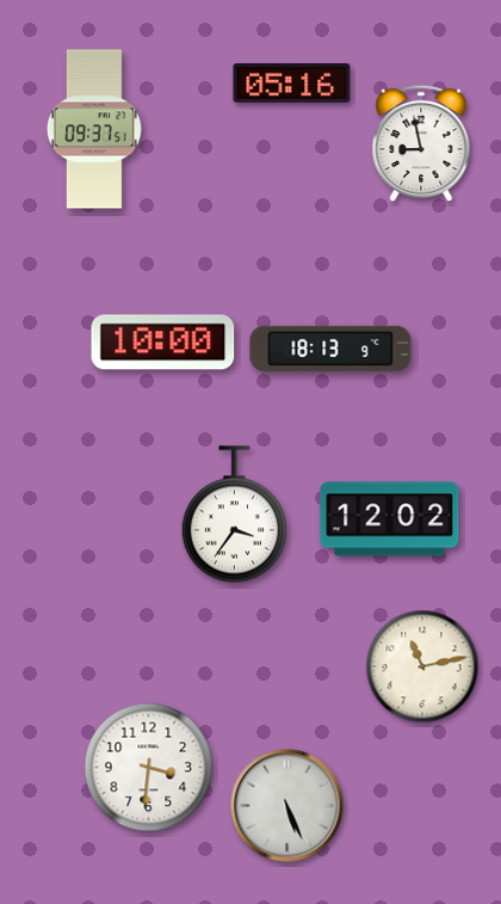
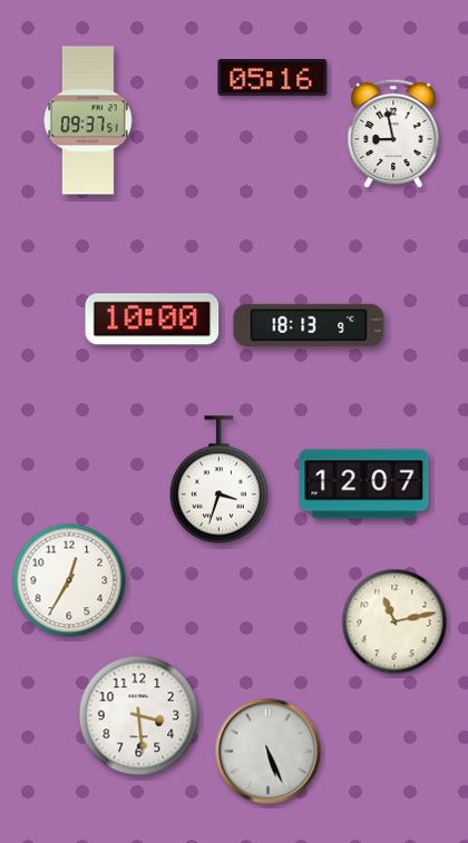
clock at (234, 515): 3:36 -> 3:33
clock at (390, 519): 12:02 -> 12:07
clock at (69, 580): none -> 12:35
clock at (149, 768): 3:31 -> 3:29
